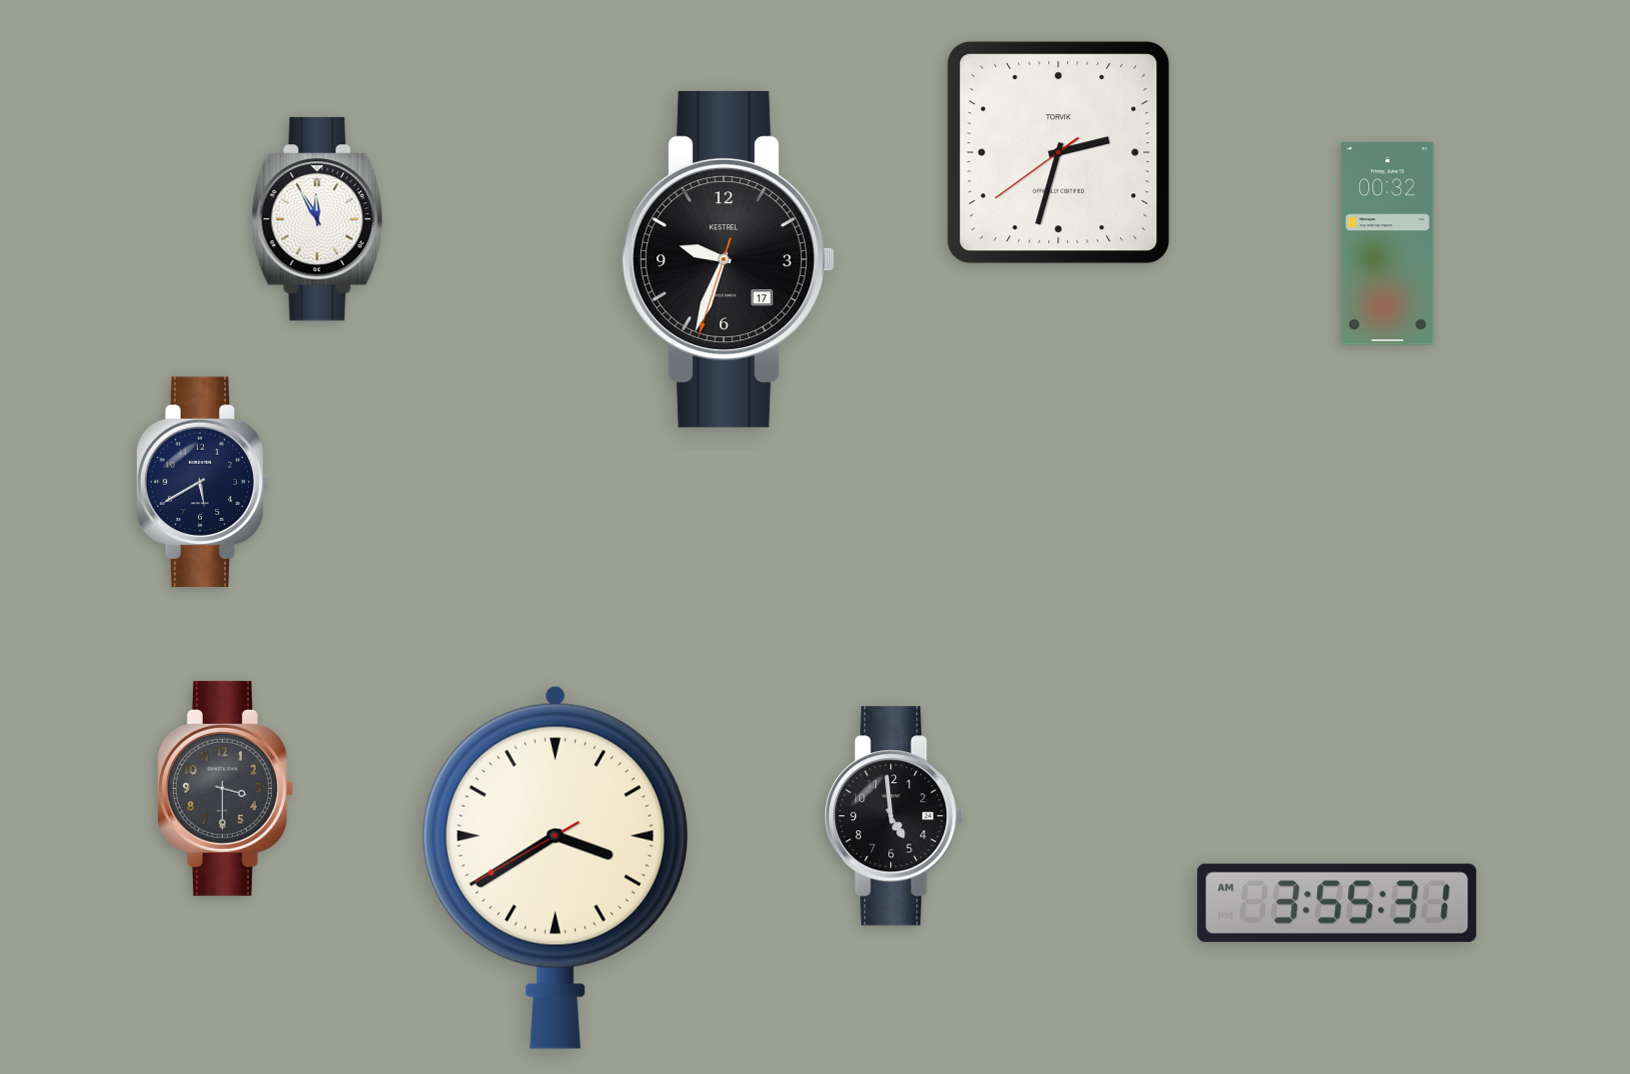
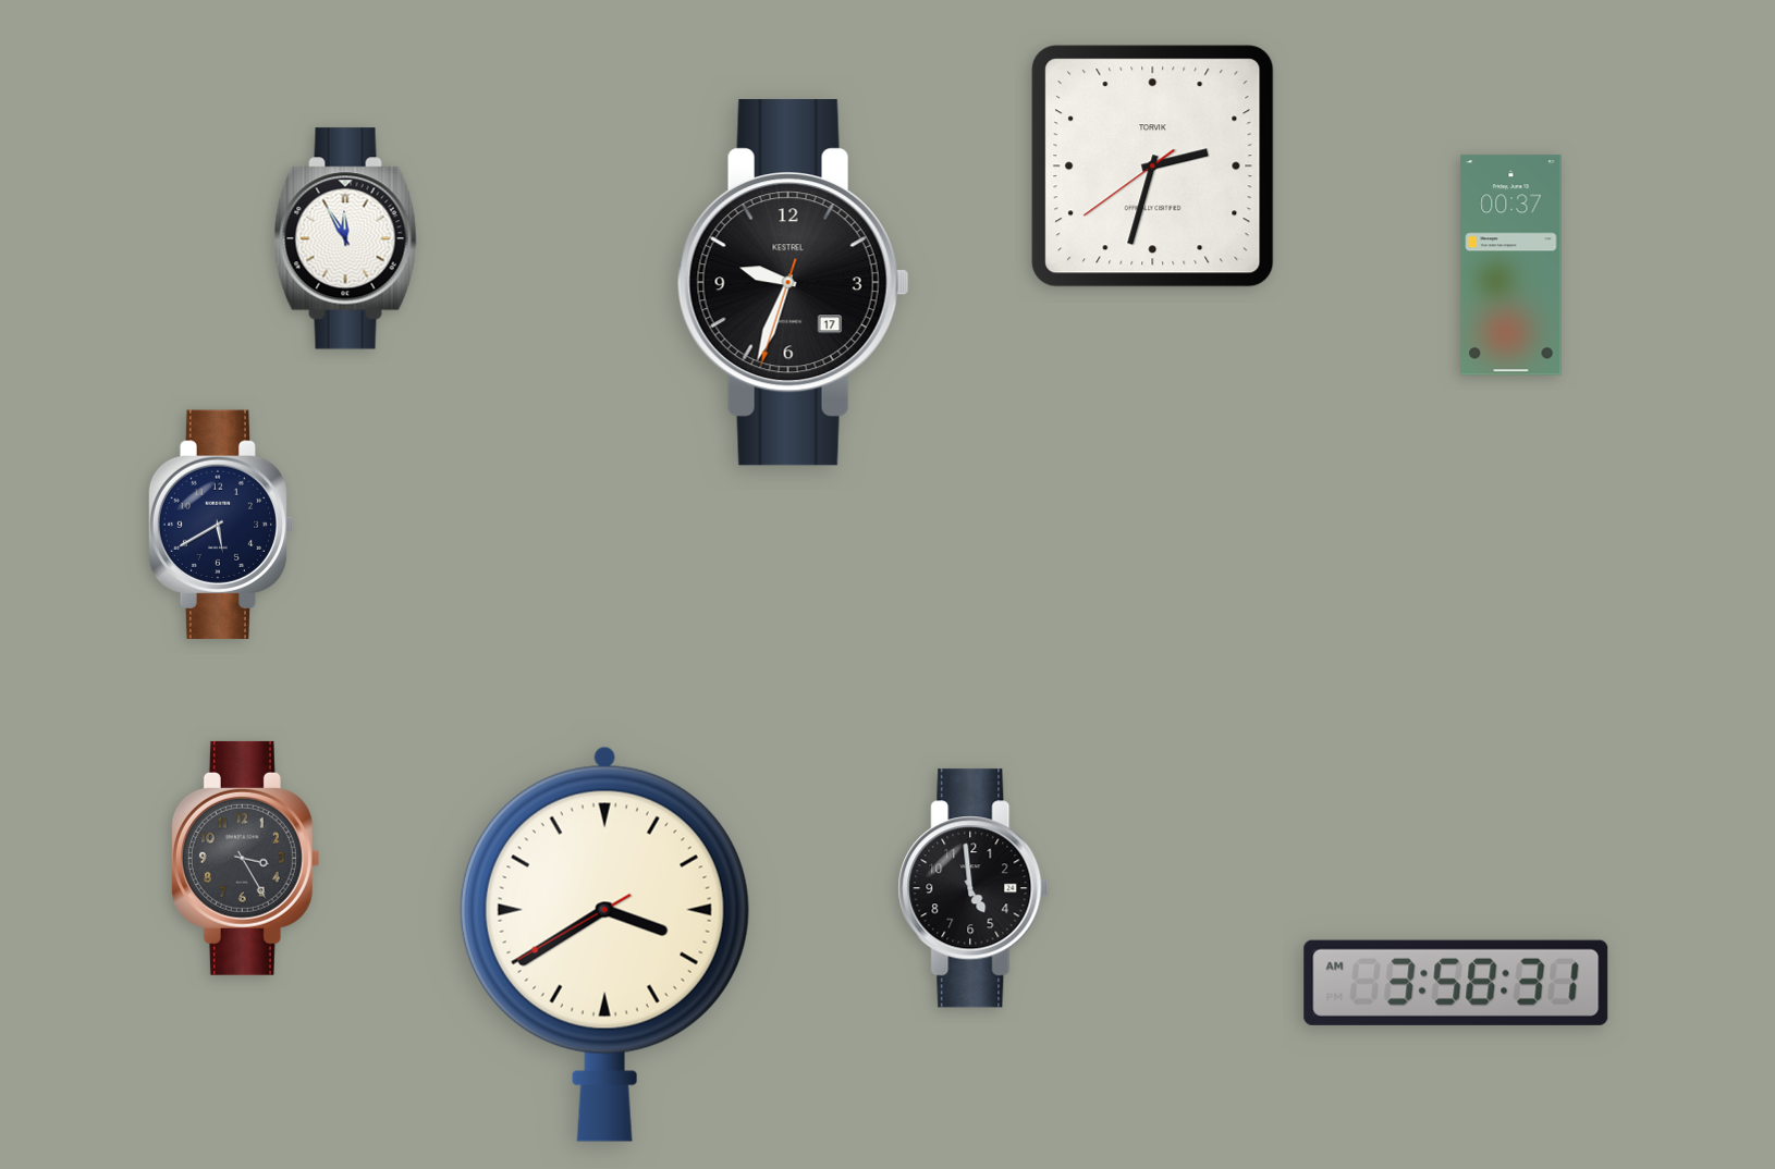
clock at (1388, 244): 00:32 -> 00:37
clock at (225, 788): 3:30 -> 3:25
clock at (1337, 903): 3:55 -> 3:58
